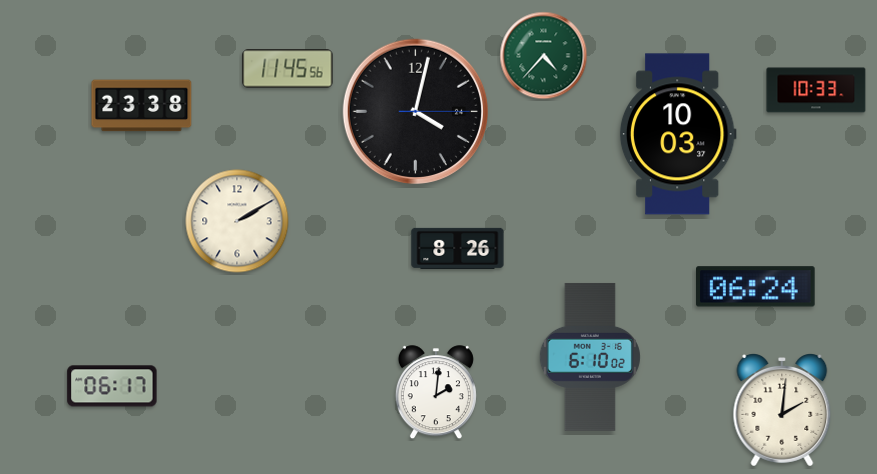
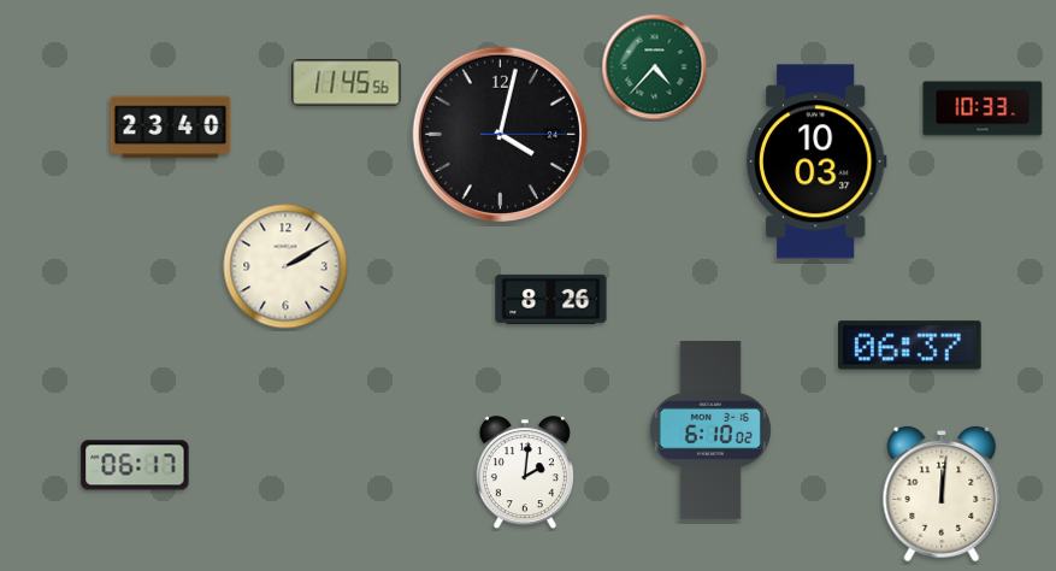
clock at (142, 106): 23:38 -> 23:40
clock at (756, 287): 06:24 -> 06:37
clock at (782, 411): 2:01 -> 12:01
